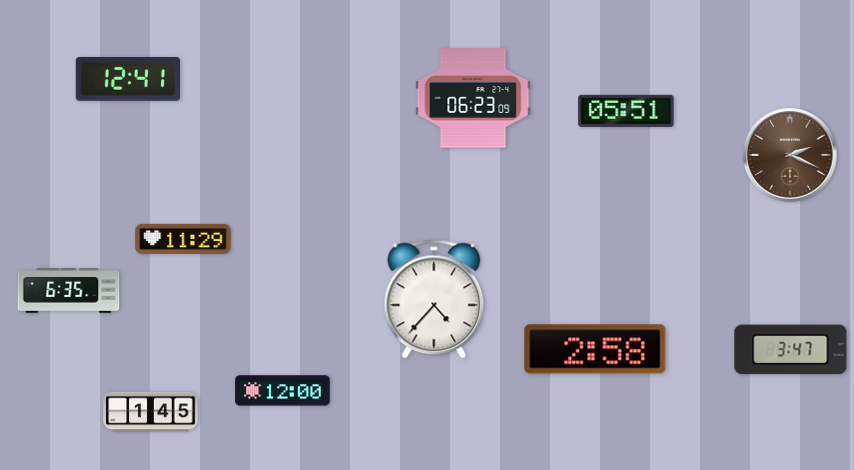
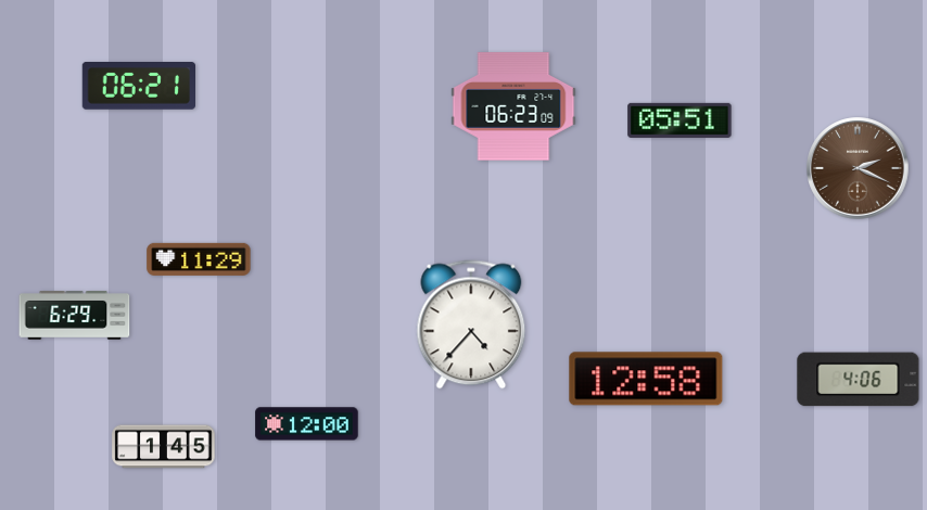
clock at (127, 80): 12:41 -> 06:21
clock at (69, 291): 6:35 -> 6:29
clock at (595, 349): 2:58 -> 12:58
clock at (791, 350): 3:47 -> 4:06
